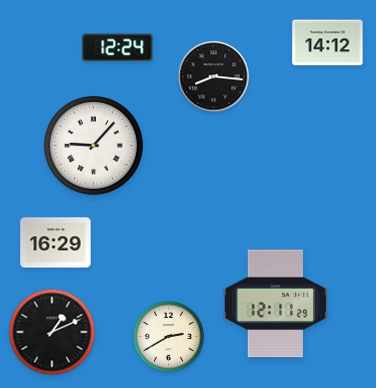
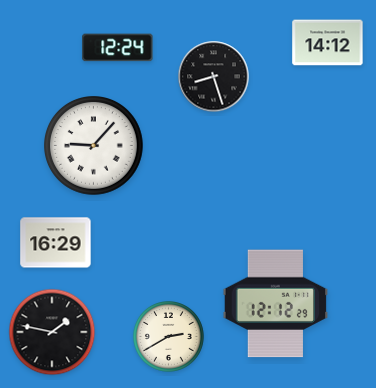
clock at (214, 77): 8:16 -> 8:27
clock at (276, 304): 12:11 -> 12:12
clock at (52, 332): 1:11 -> 1:47
